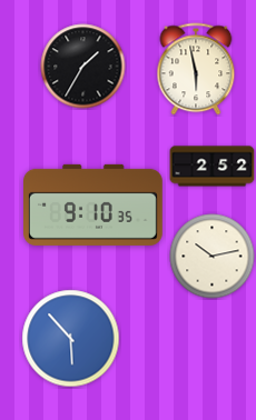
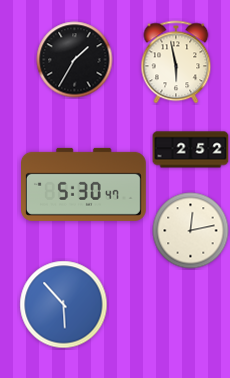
clock at (93, 204): 9:10 -> 5:30
clock at (213, 257): 10:13 -> 12:13
